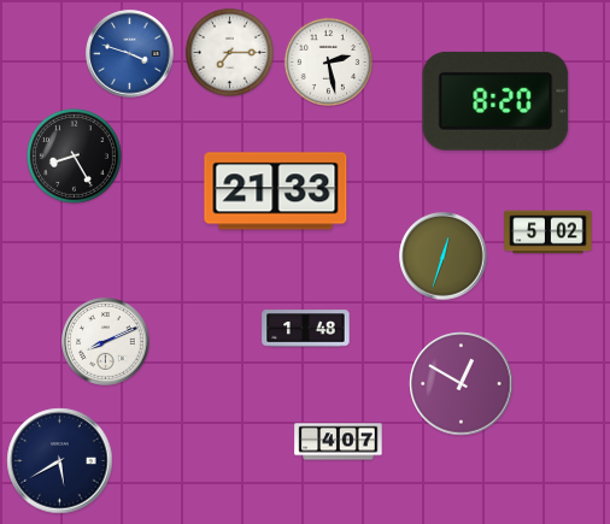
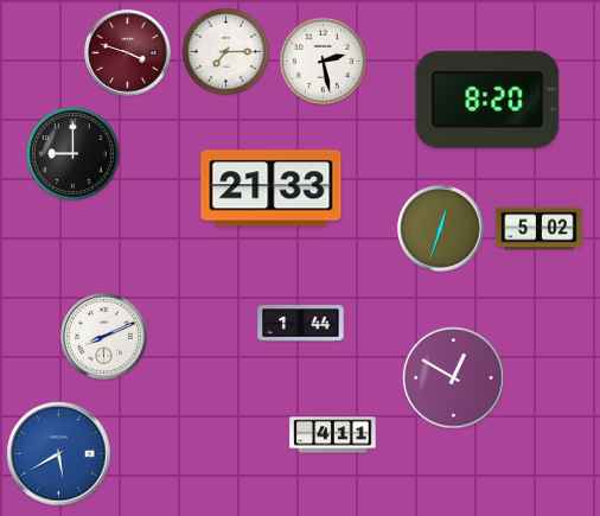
clock at (130, 54) dial: blue -> burgundy
clock at (74, 155): 8:25 -> 9:00
clock at (444, 257) position: (444, 257) -> (441, 229)
clock at (306, 329): 1:48 -> 1:44
clock at (339, 442): 4:07 -> 4:11
clock at (60, 461) dial: navy -> blue
